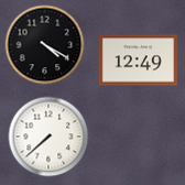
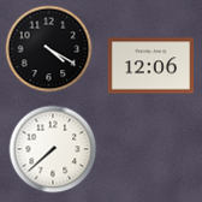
clock at (138, 61): 12:49 -> 12:06
